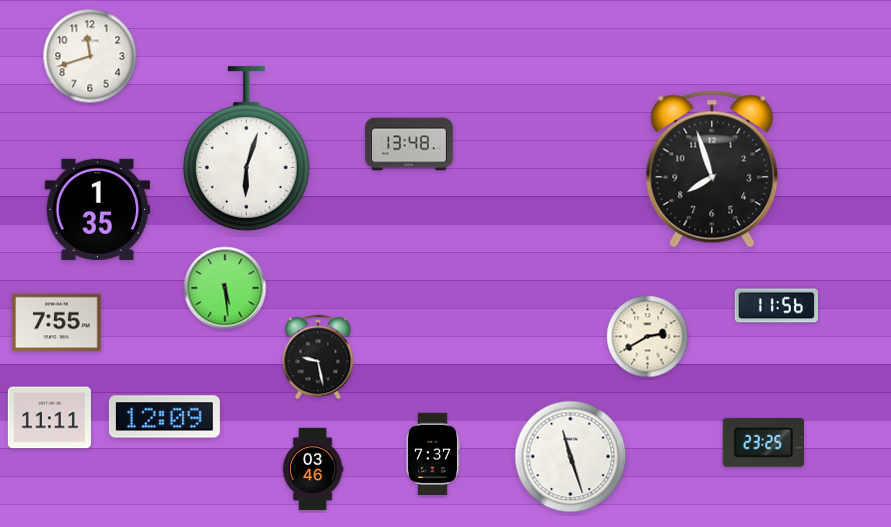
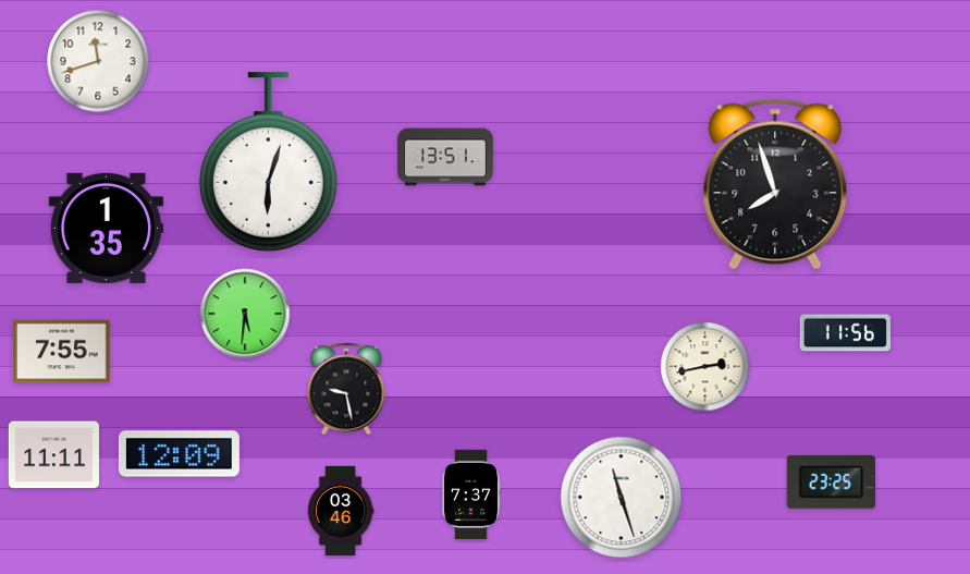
clock at (409, 144): 13:48 -> 13:51
clock at (225, 288): 5:29 -> 5:31
clock at (648, 337): 2:40 -> 2:43
